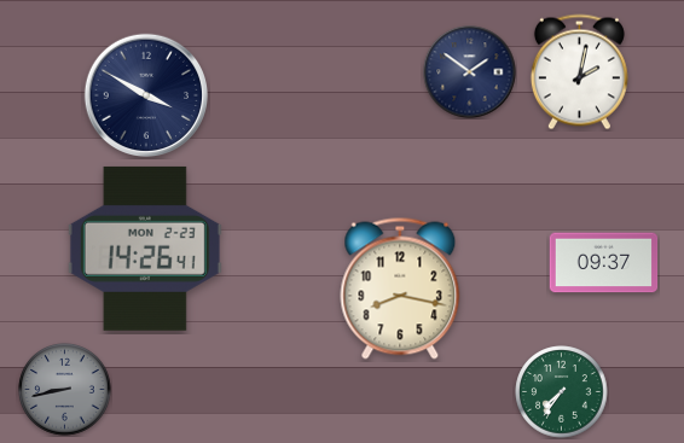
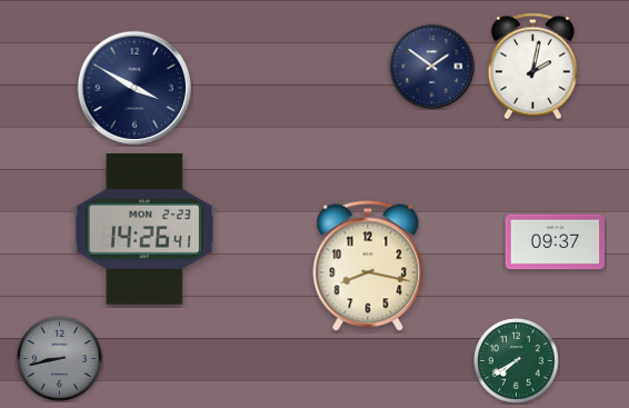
clock at (145, 249) position: (145, 249) -> (144, 229)
clock at (562, 392): 7:36 -> 7:40
